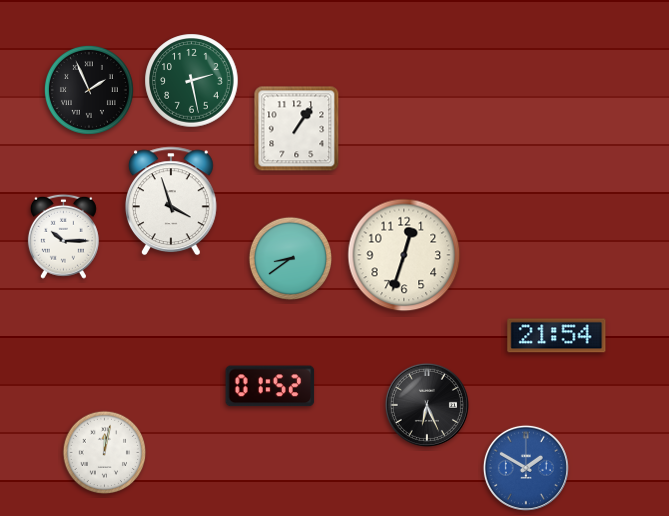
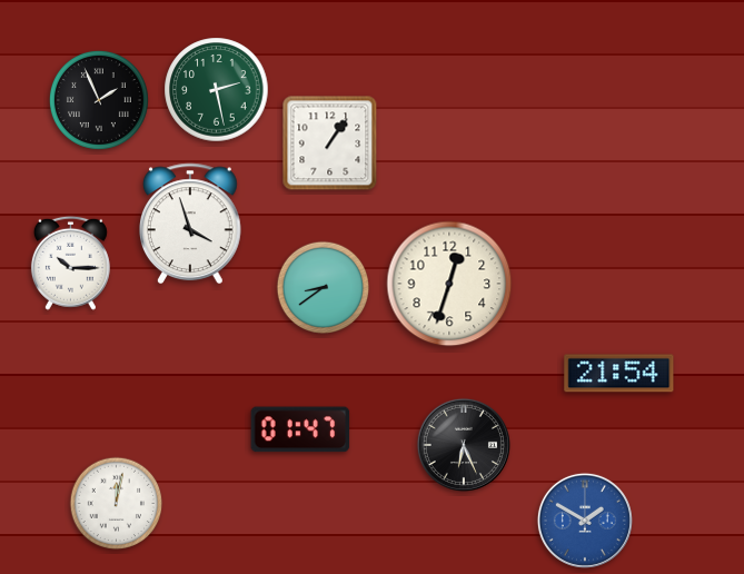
clock at (192, 81) position: (192, 81) -> (217, 90)
clock at (270, 386): 01:52 -> 01:47
clock at (427, 405) position: (427, 405) -> (464, 445)
